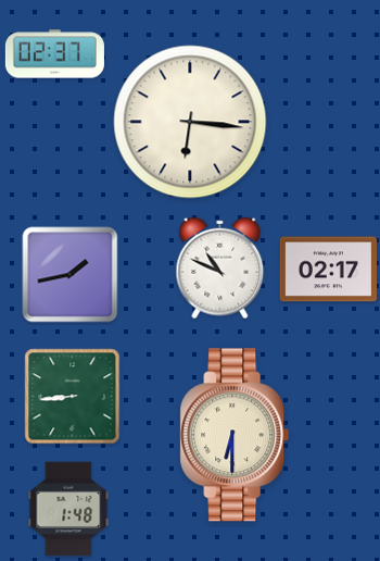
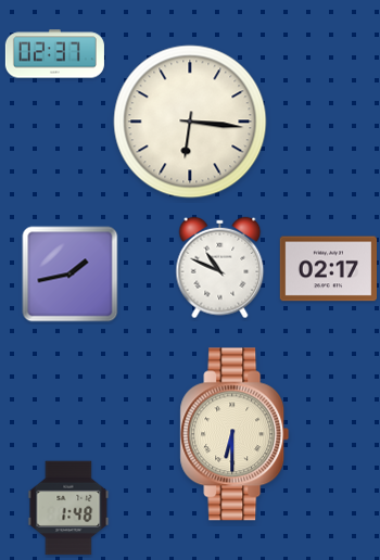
clock at (73, 397): 8:44 -> none
